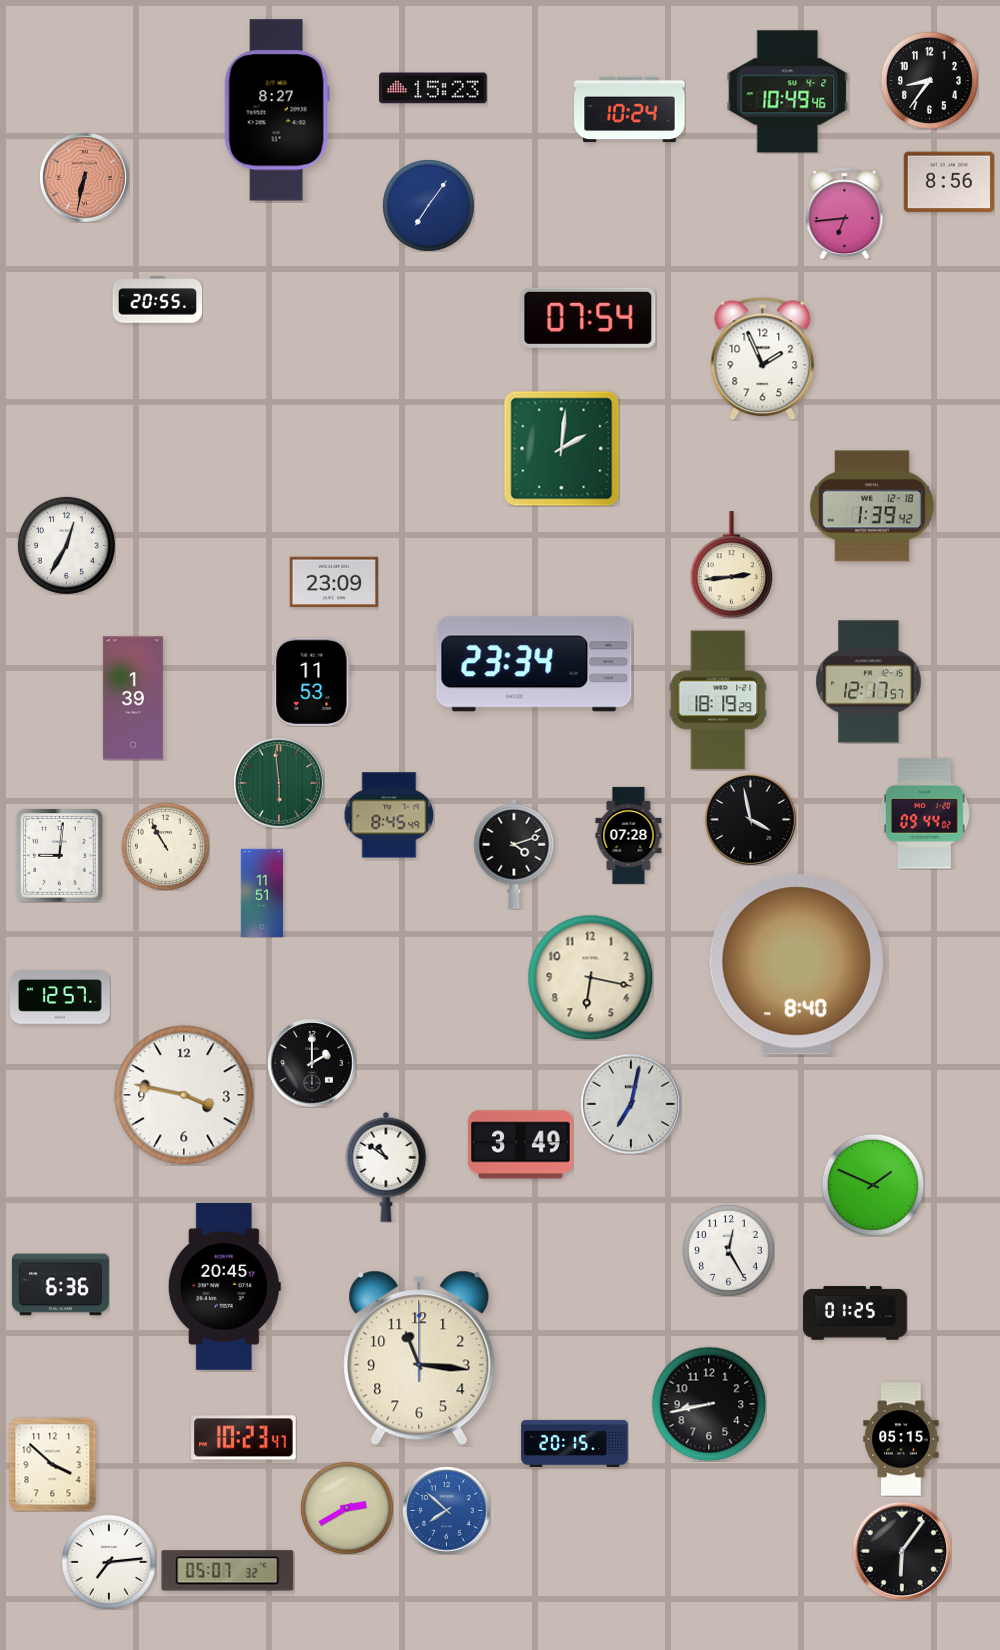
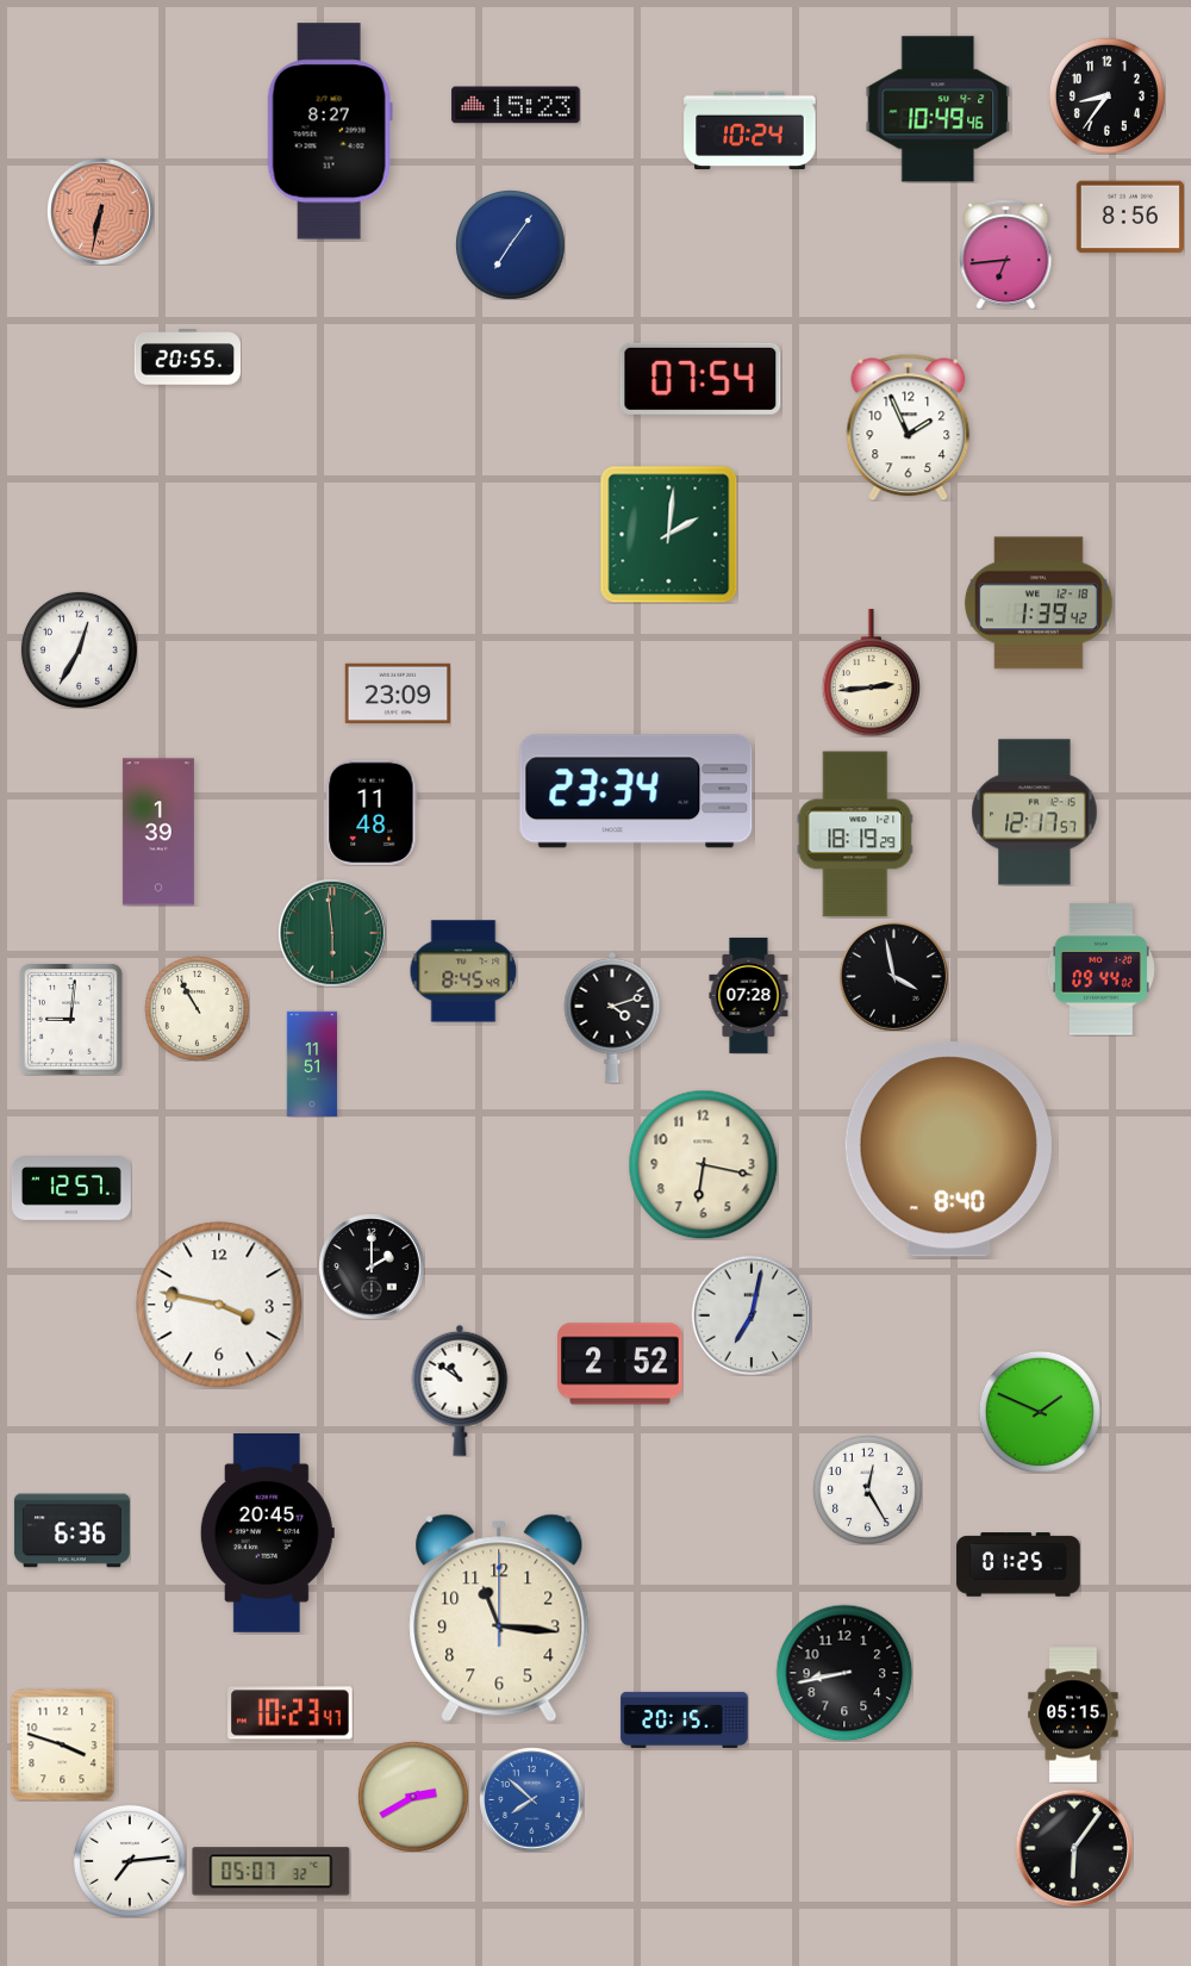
clock at (312, 681): 11:53 -> 11:48
clock at (521, 1145): 3:49 -> 2:52
clock at (53, 1464): 3:52 -> 3:48
